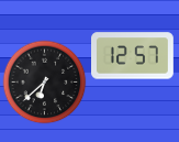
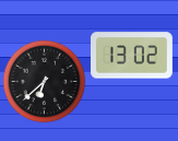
clock at (133, 56): 12:57 -> 13:02
